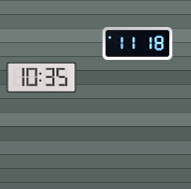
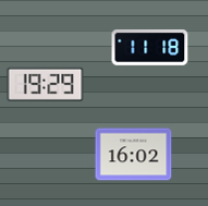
clock at (42, 77): 10:35 -> 19:29
clock at (134, 155): none -> 16:02
